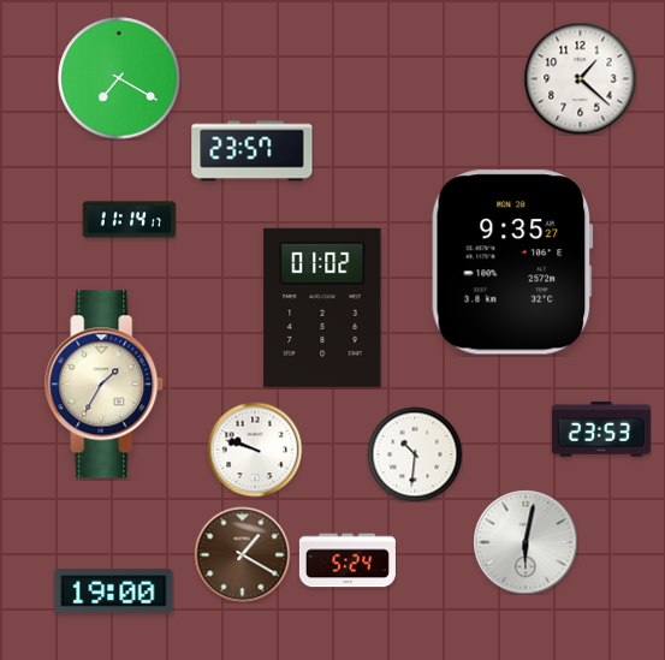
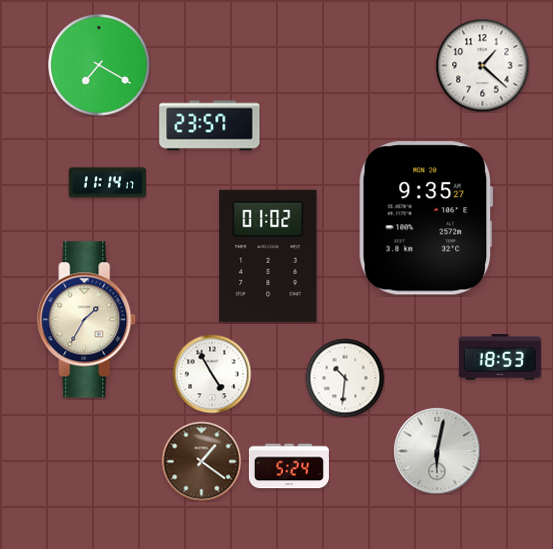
clock at (601, 429): 23:53 -> 18:53
clock at (255, 450): 9:48 -> 4:55
clock at (242, 554): 1:20 -> 1:21
clock at (114, 591): 19:00 -> none
